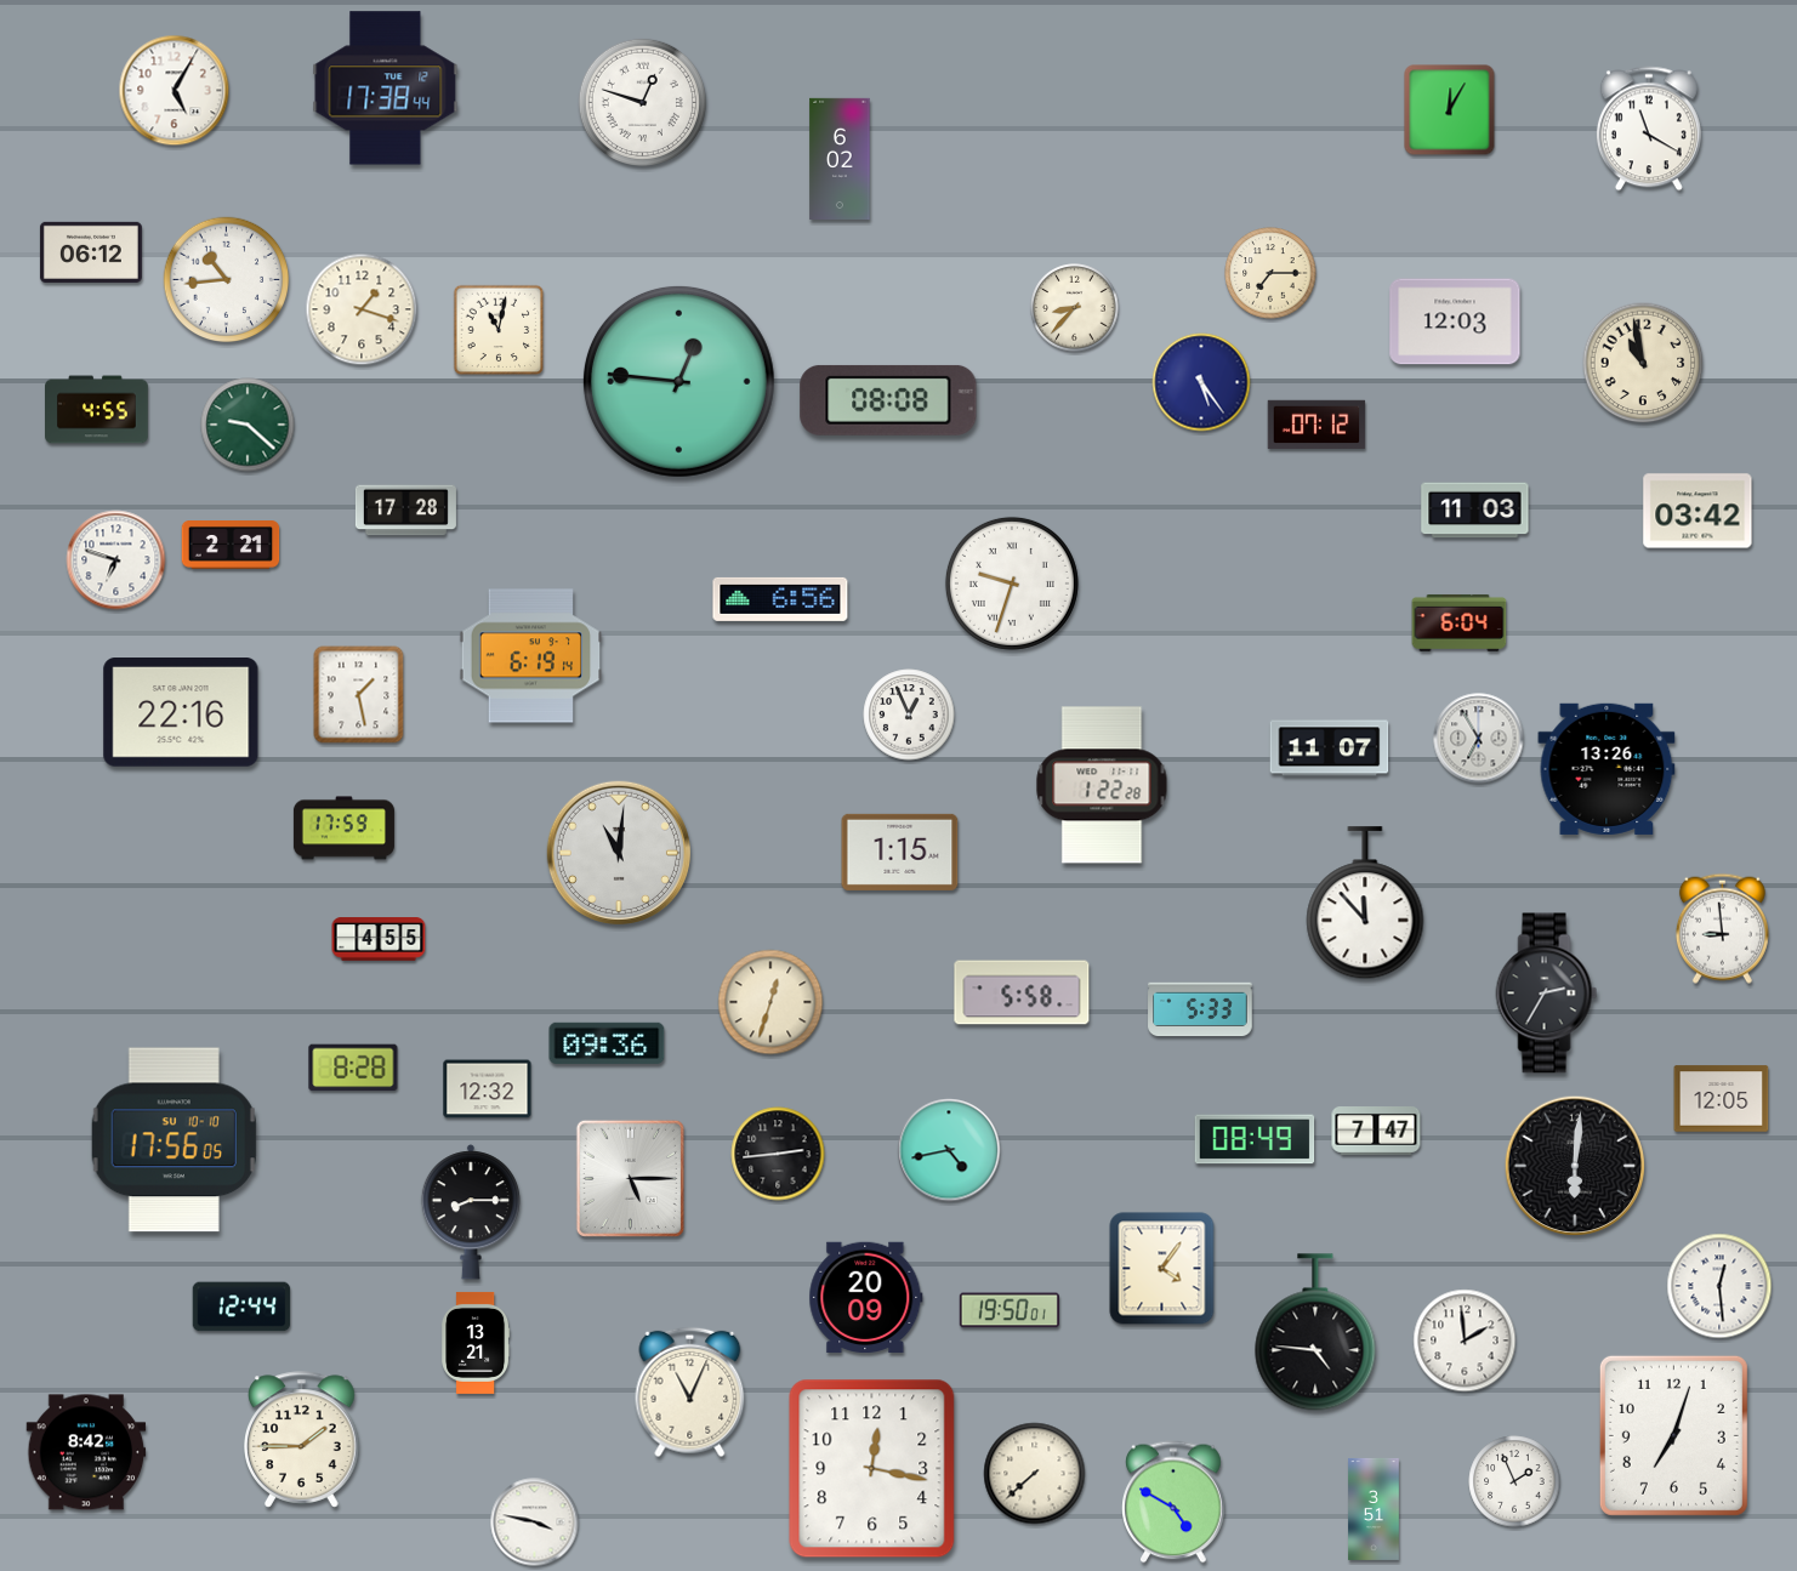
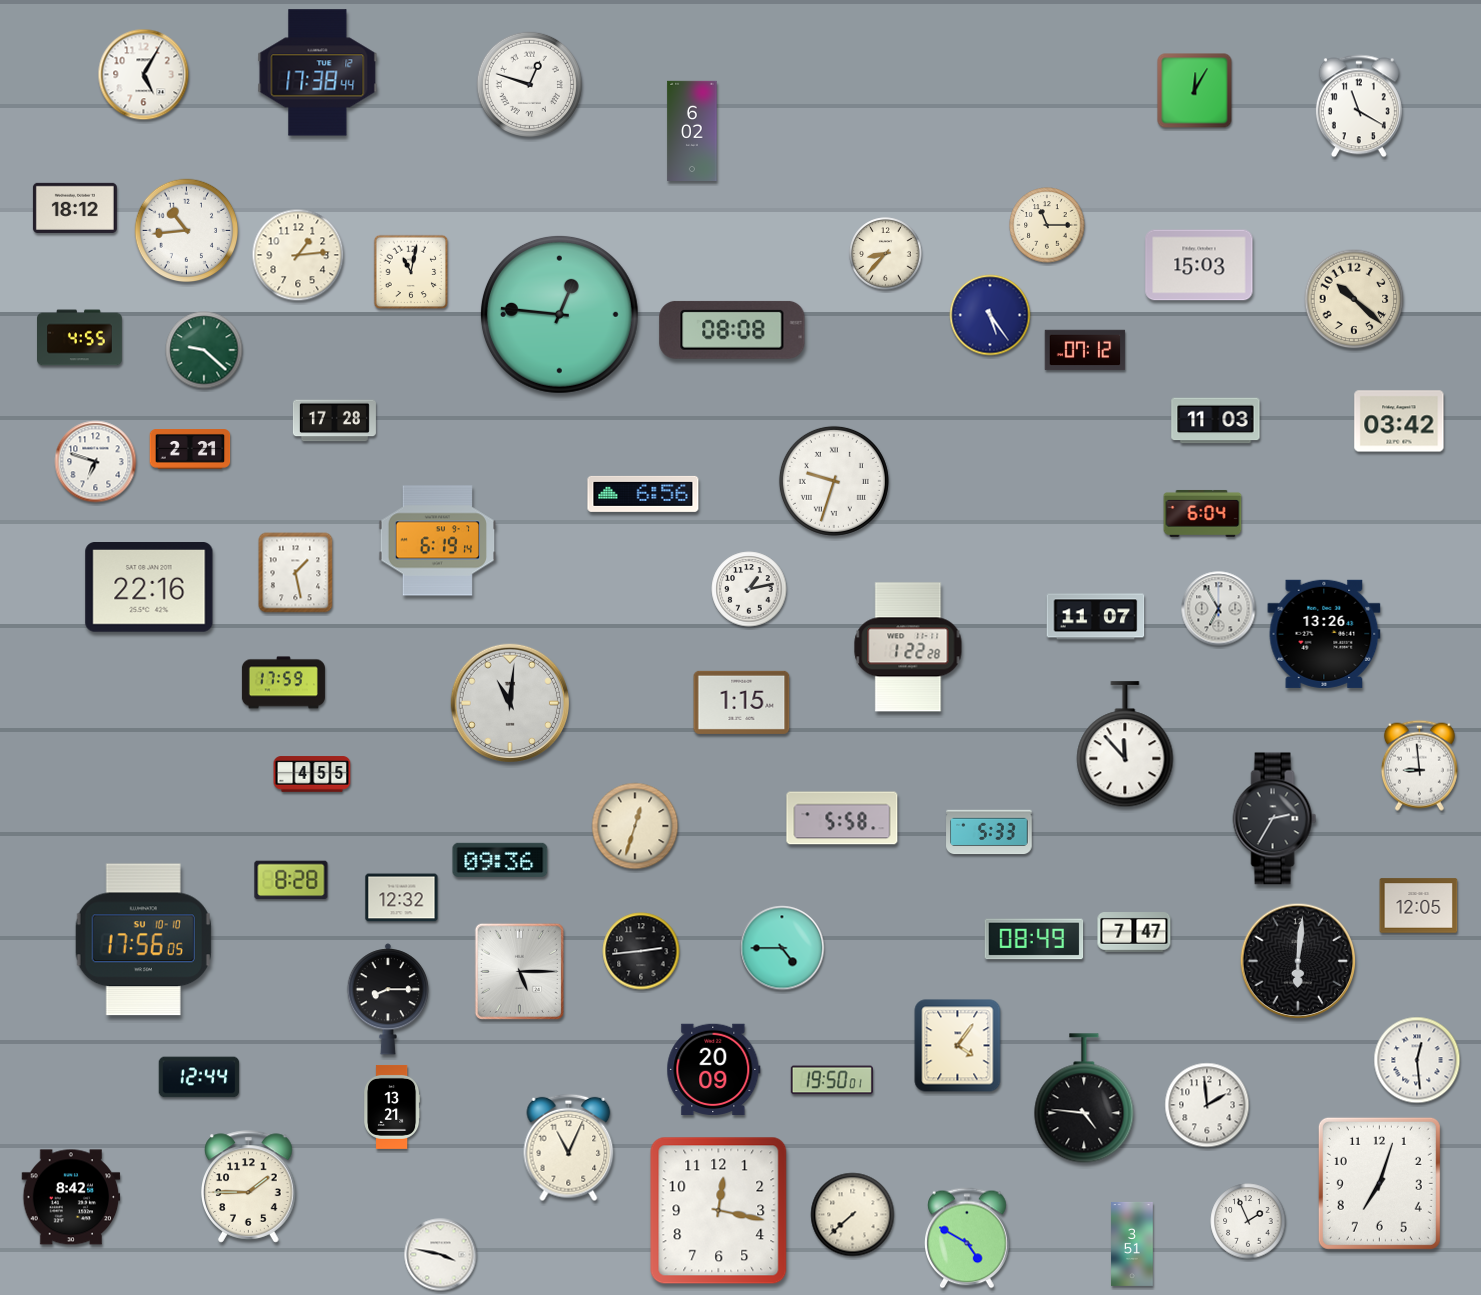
clock at (91, 252): 06:12 -> 18:12
clock at (1270, 273): 7:15 -> 11:15
clock at (362, 309): 1:18 -> 1:14
clock at (1455, 321): 12:03 -> 15:03
clock at (1643, 363): 10:58 -> 10:22
clock at (909, 715): 12:56 -> 1:13
clock at (949, 1150): 4:43 -> 4:45
